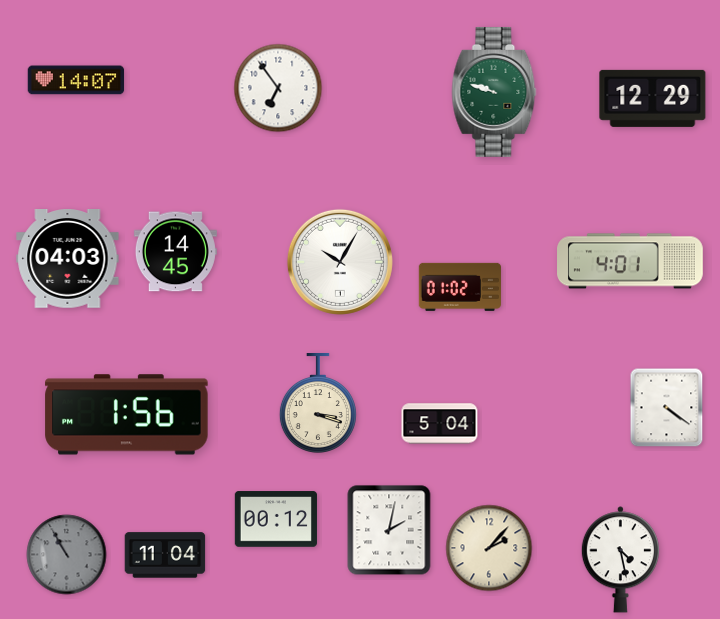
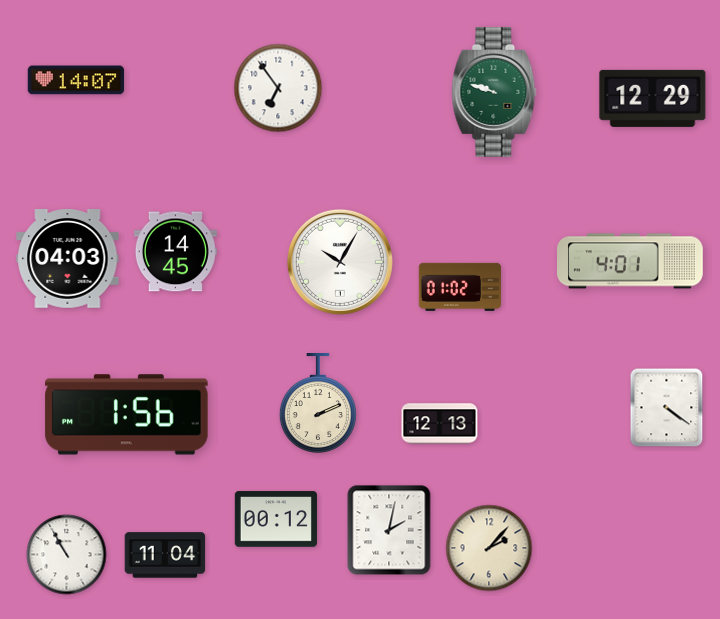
clock at (318, 403): 3:18 -> 2:11
clock at (440, 424): 5:04 -> 12:13
clock at (67, 555) dial: grey -> white
clock at (620, 560): 4:28 -> none
